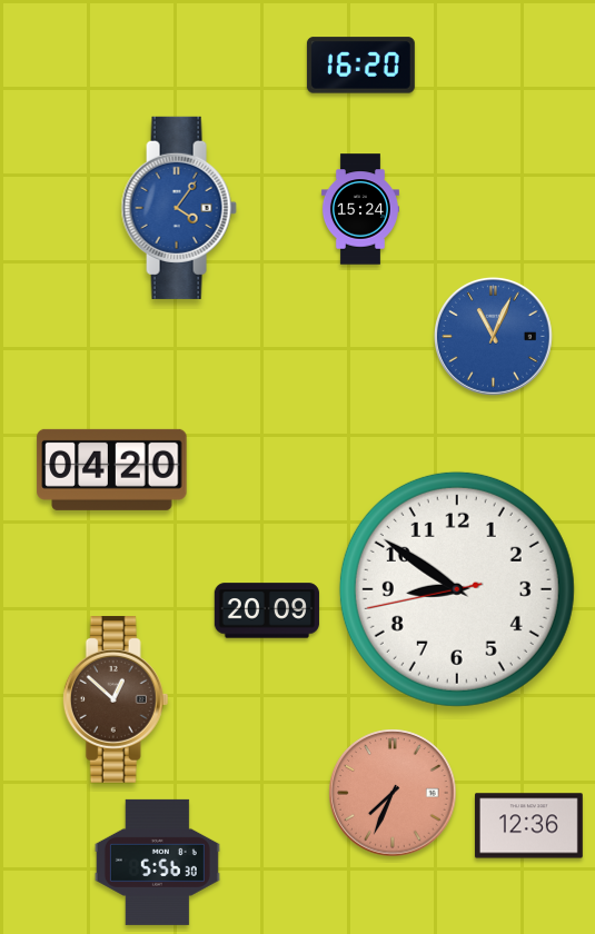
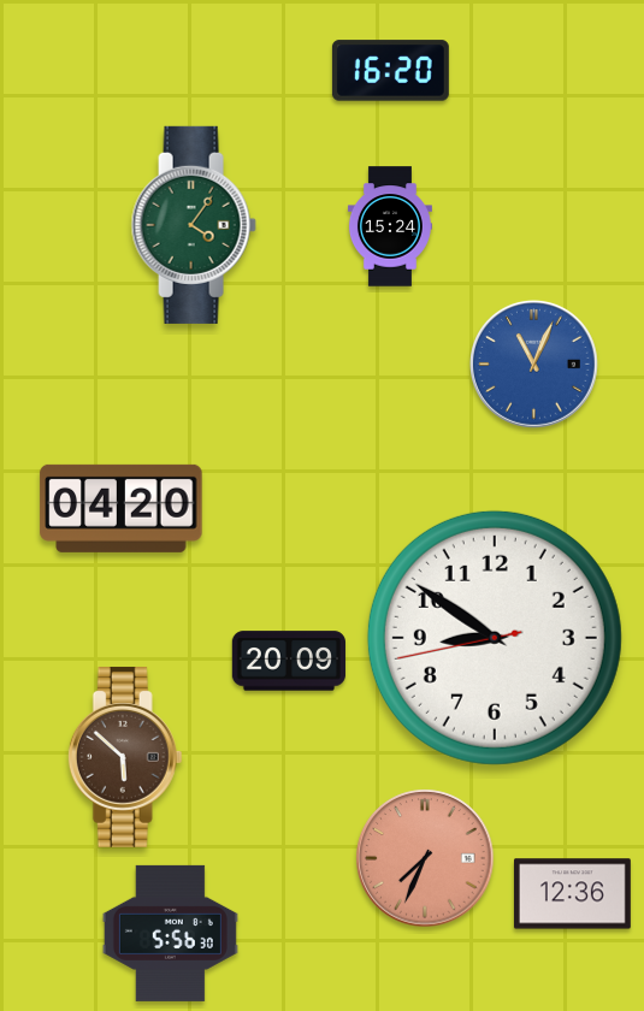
clock at (179, 208) dial: blue -> green
clock at (116, 699): 12:52 -> 5:52
